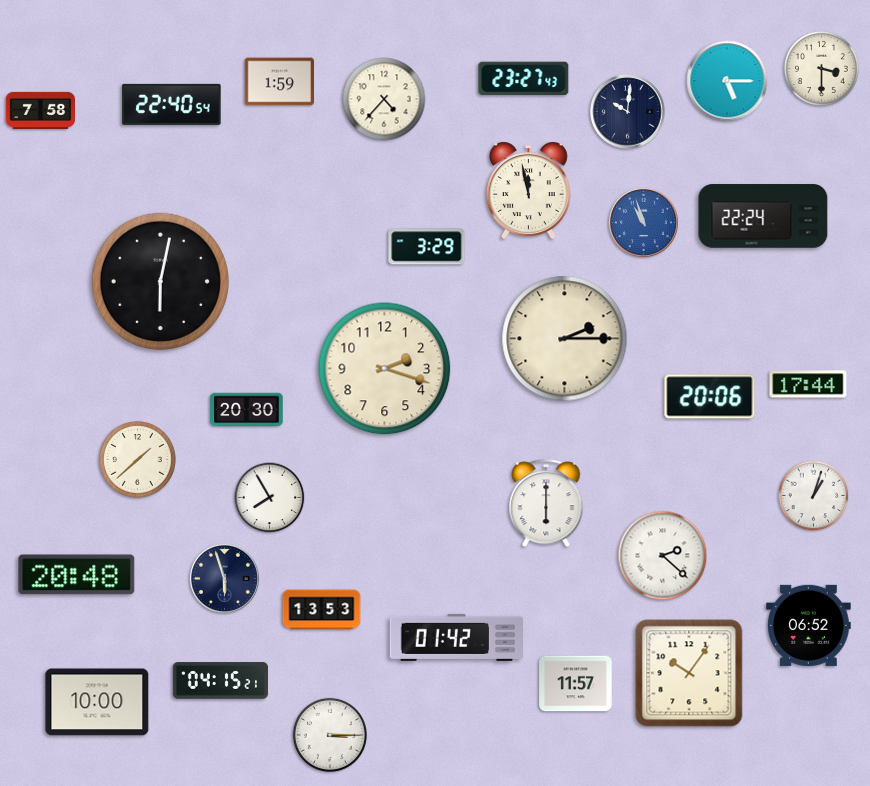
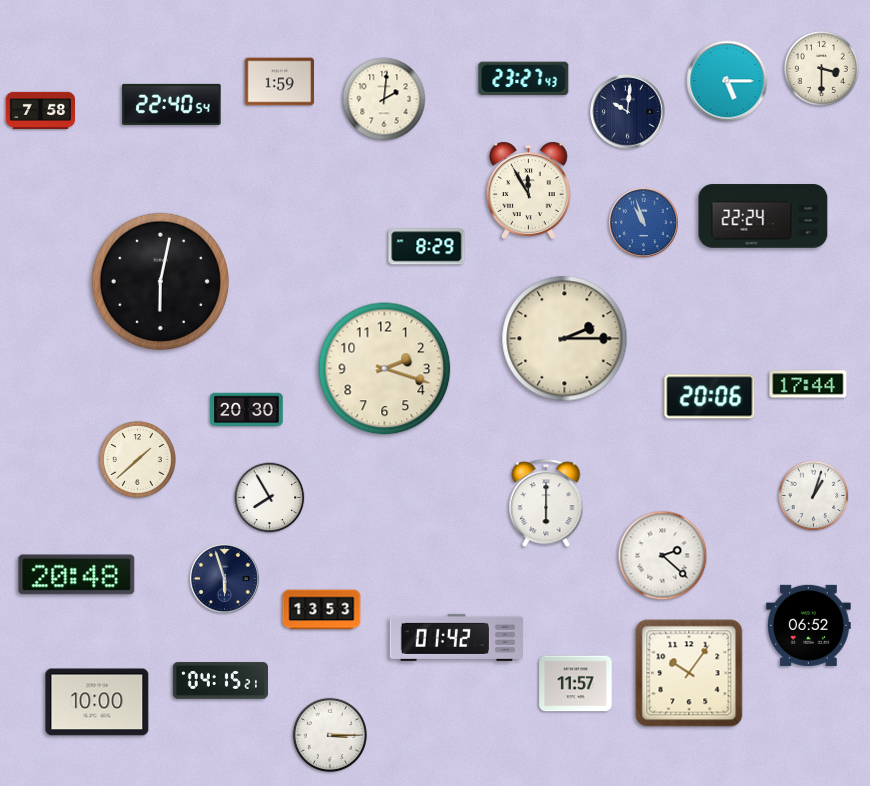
clock at (384, 99): 4:37 -> 2:01
clock at (528, 190): 11:58 -> 11:55
clock at (427, 247): 3:29 -> 8:29
